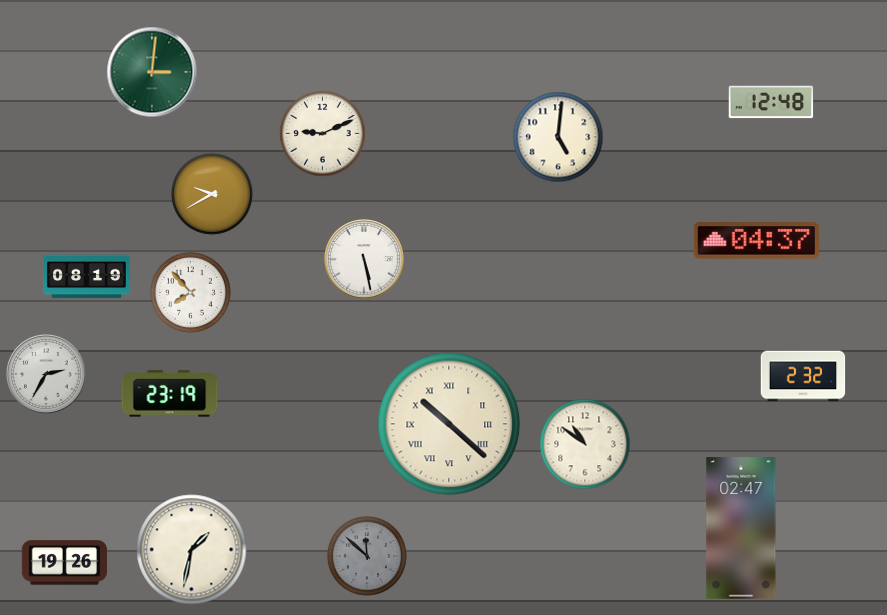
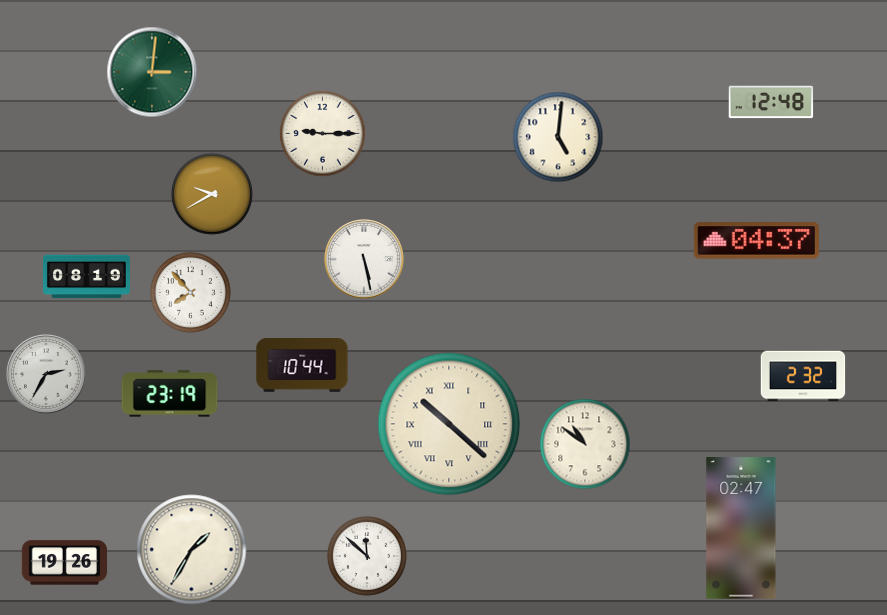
clock at (323, 134): 9:11 -> 9:15
clock at (302, 365): none -> 10:44
clock at (192, 550): 1:32 -> 1:35
clock at (367, 556) dial: grey -> white
